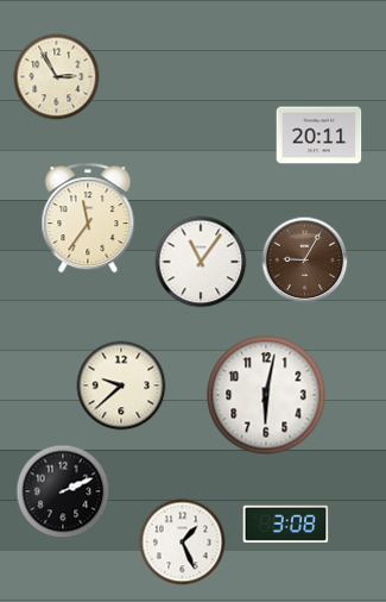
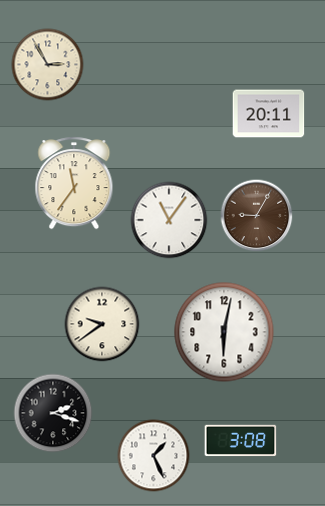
clock at (305, 261) position: (305, 261) -> (257, 216)
clock at (121, 385): 9:38 -> 9:39
clock at (63, 491): 2:11 -> 2:18
